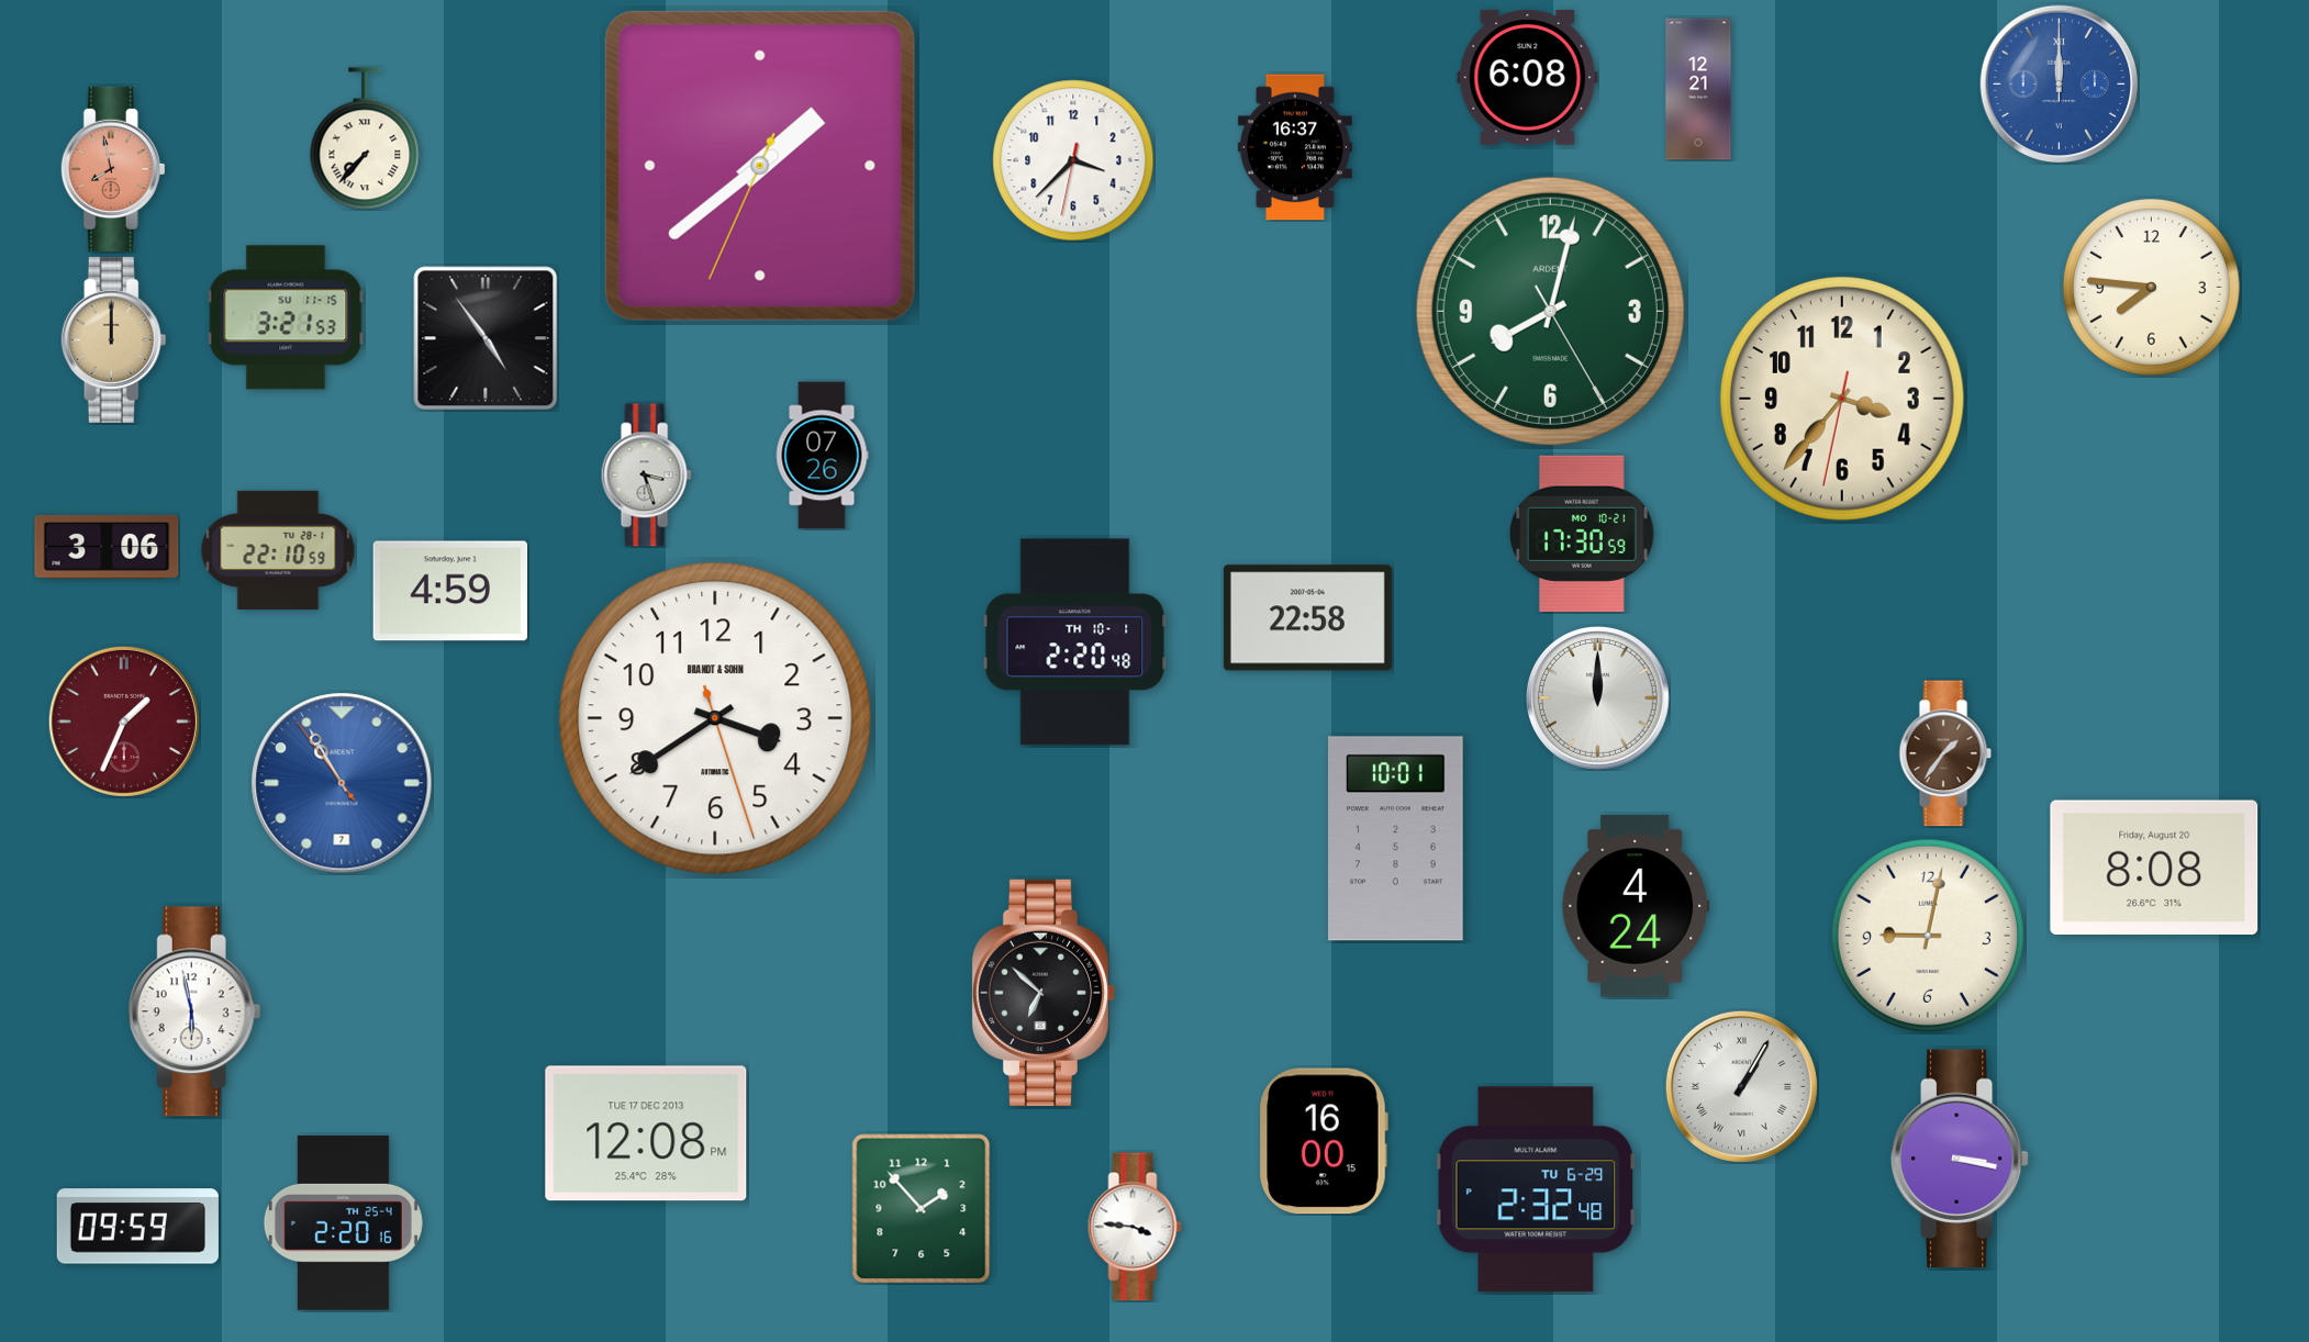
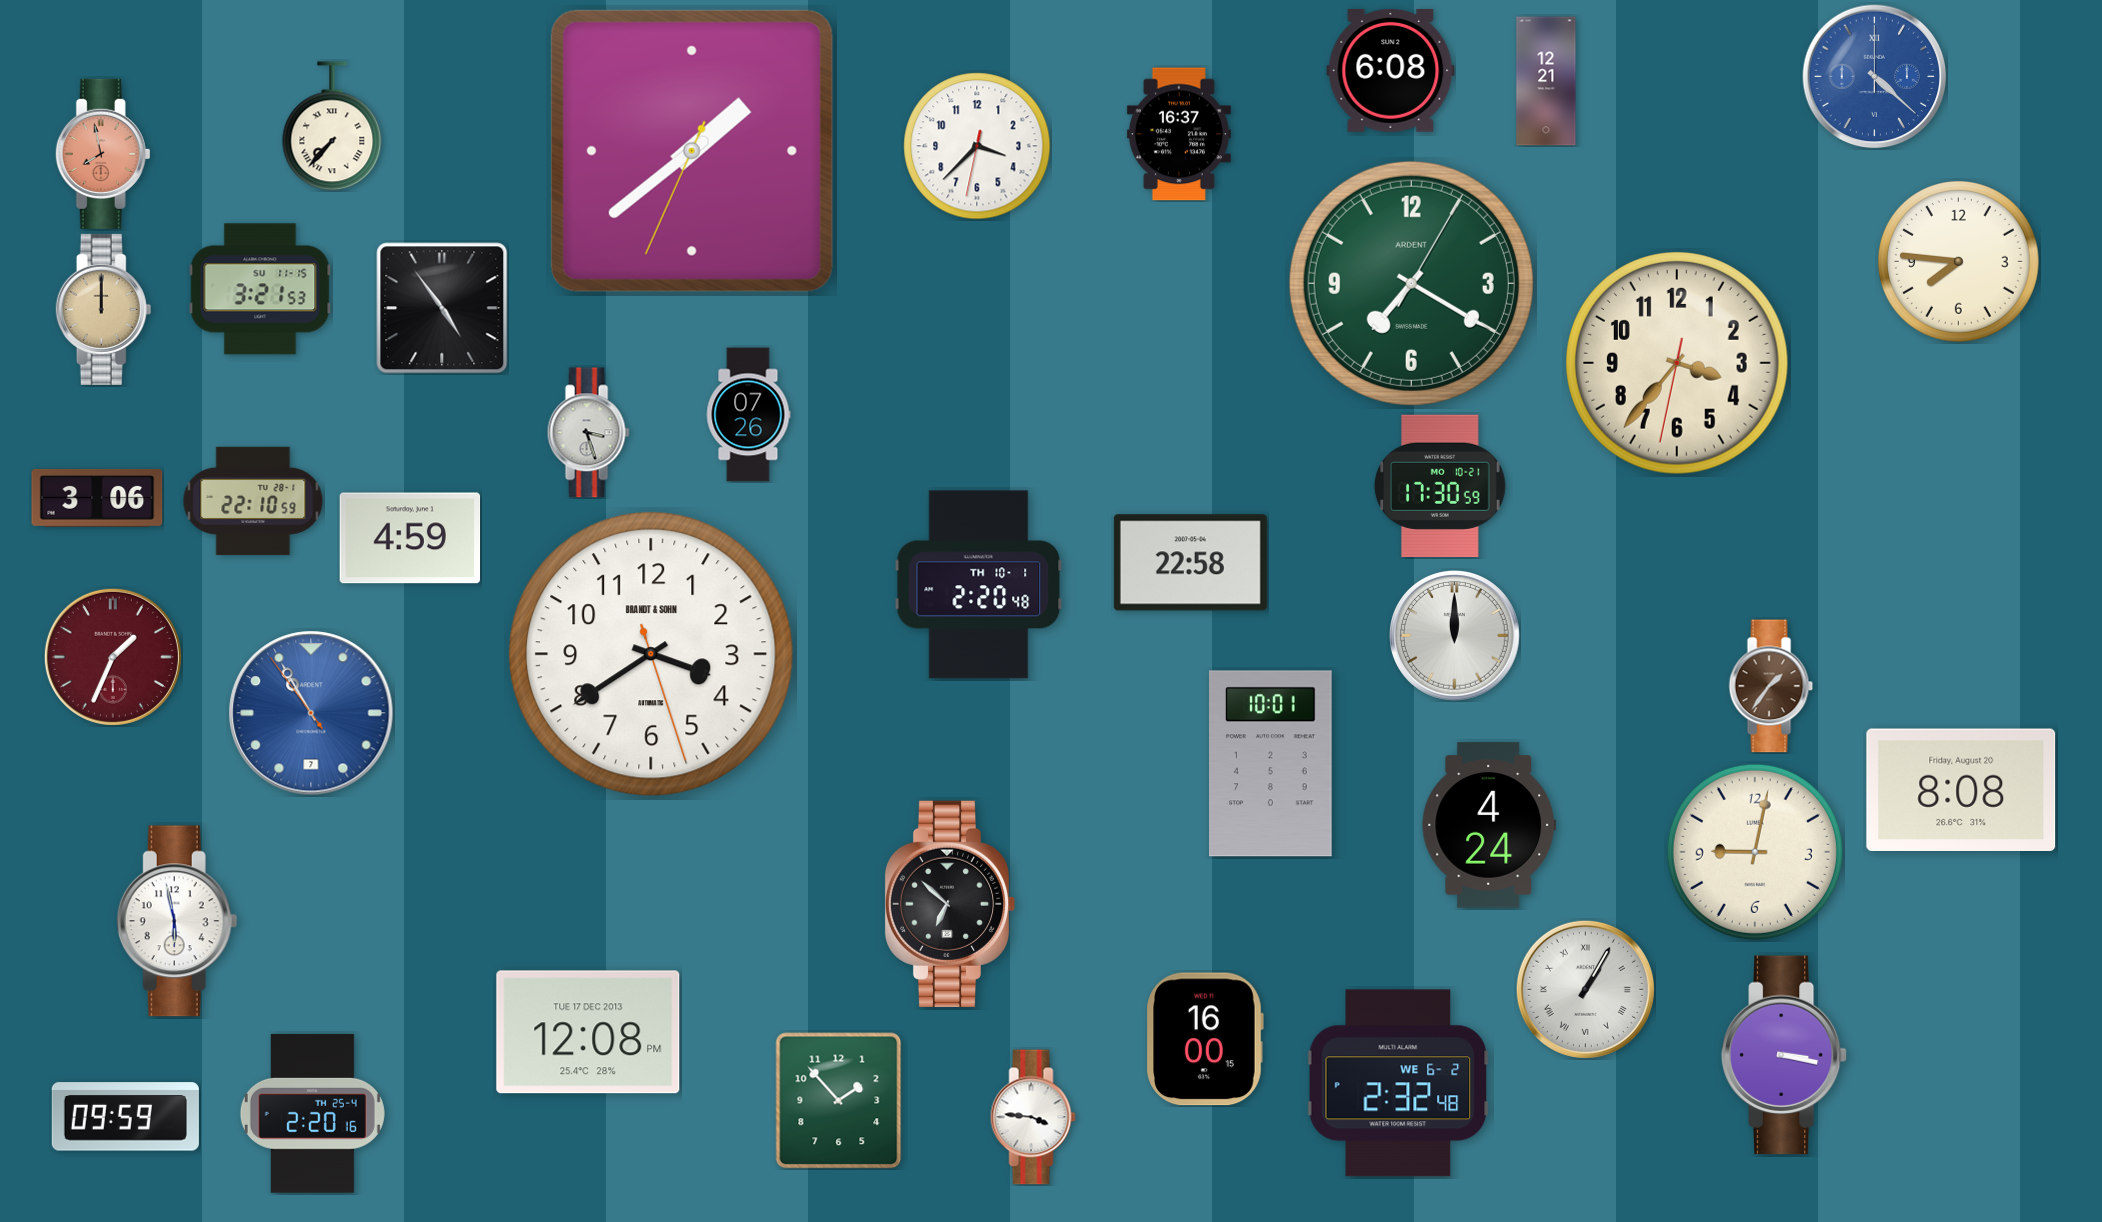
clock at (2060, 85): 12:00 -> 4:22
clock at (1550, 311): 8:02 -> 7:20
clock at (1536, 1189) date: TU 6-29 -> WE 6-2
